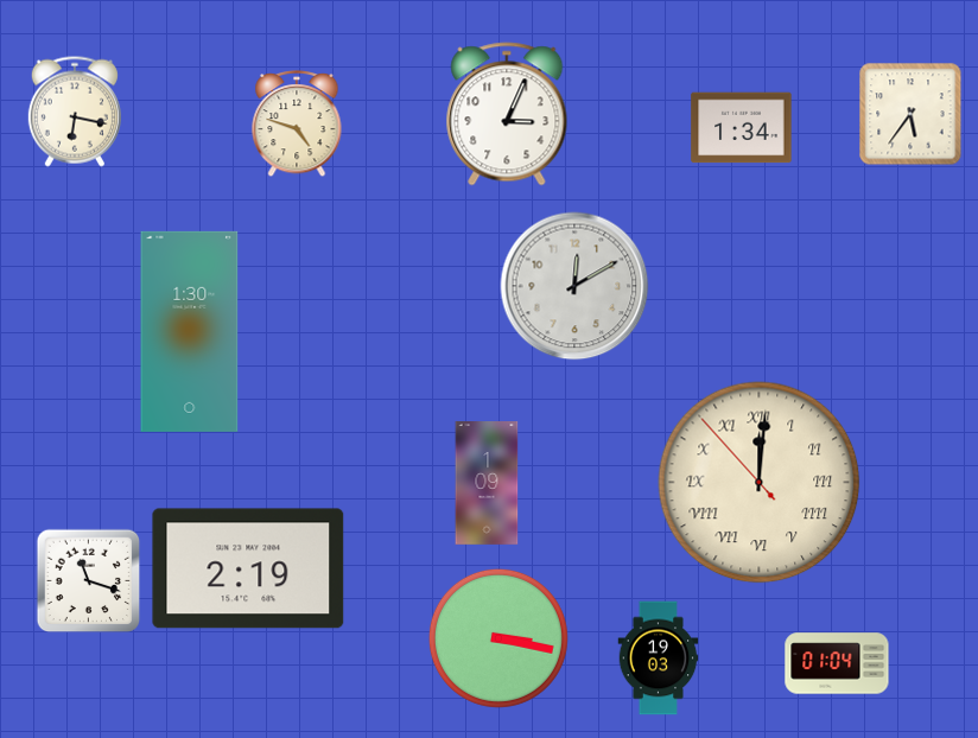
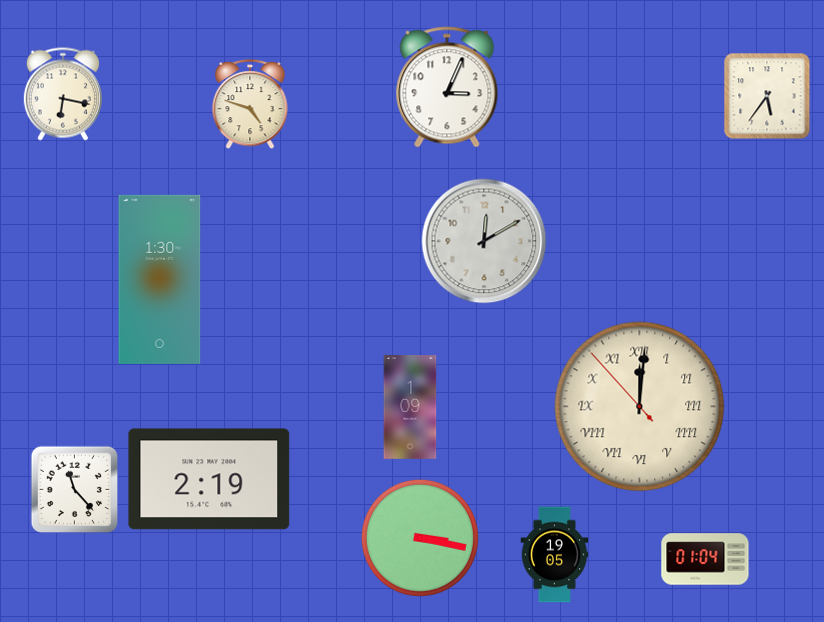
clock at (507, 114) position: (507, 114) -> (447, 87)
clock at (742, 128): 1:34 -> none
clock at (89, 581): 11:18 -> 11:23
clock at (659, 659): 19:03 -> 19:05
